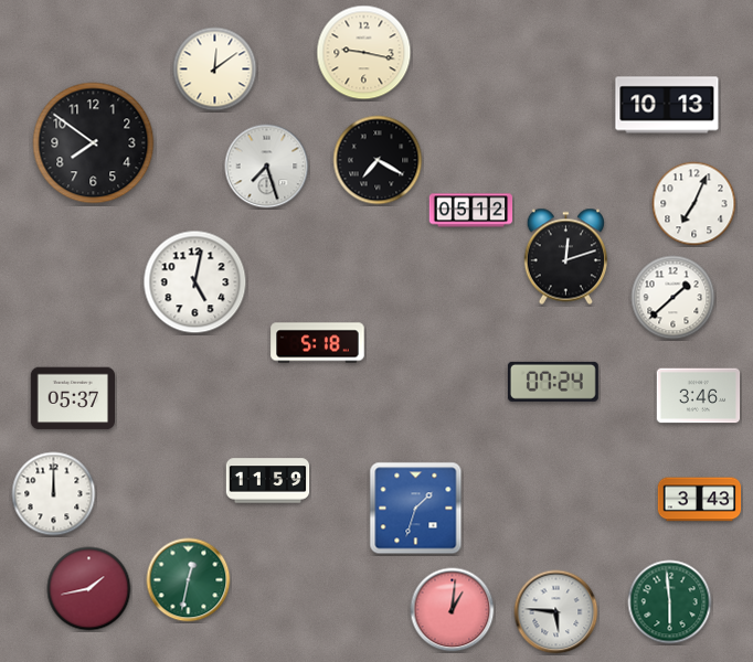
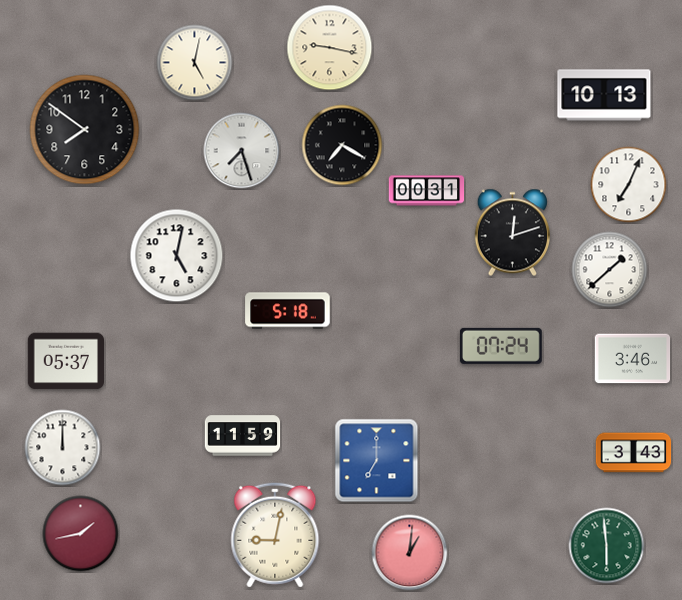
clock at (215, 70): 12:09 -> 5:02
clock at (471, 211): 05:12 -> 00:31
clock at (54, 494) position: (54, 494) -> (63, 448)
clock at (416, 509): 1:33 -> 7:00
clock at (189, 580): 12:32 -> none
clock at (275, 535): none -> 9:02
clock at (556, 612): 5:46 -> none
